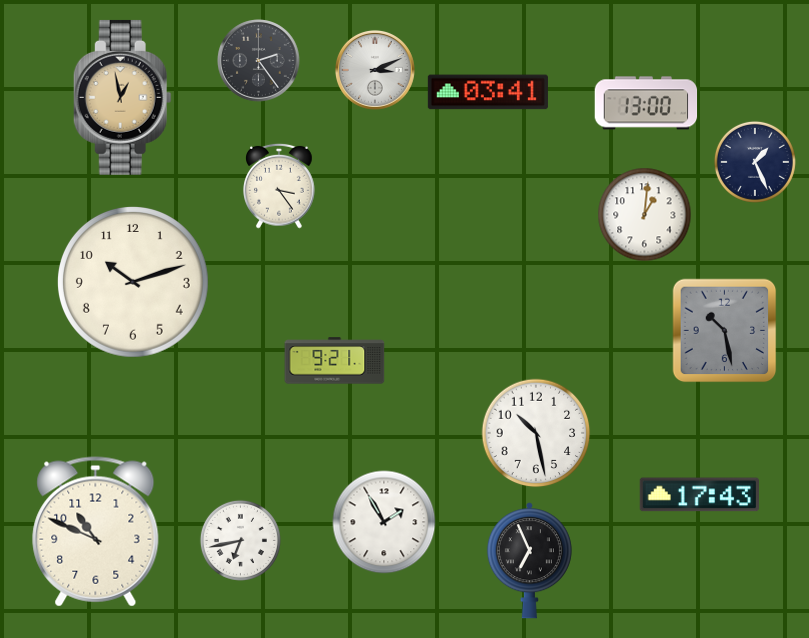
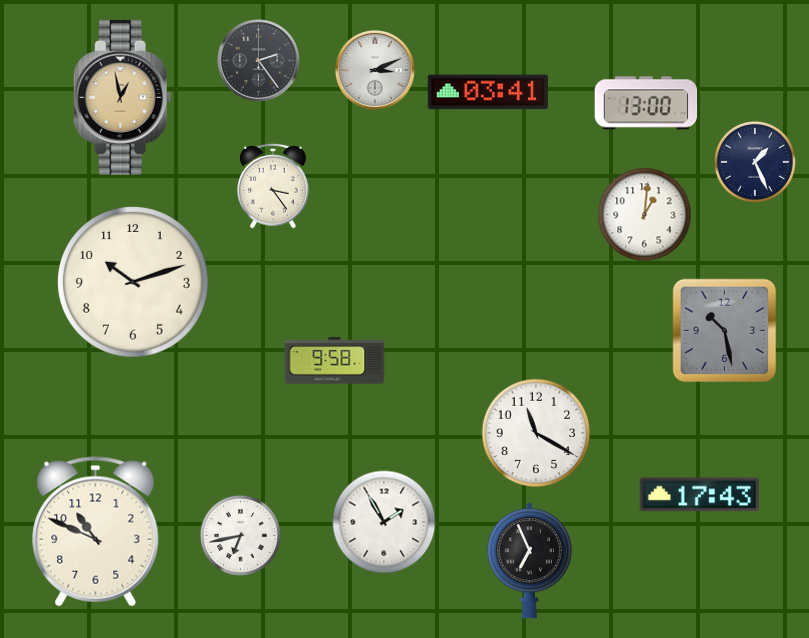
clock at (280, 186) position: (280, 186) -> (274, 186)
clock at (335, 361): 9:21 -> 9:58
clock at (536, 433): 10:28 -> 11:20
clock at (240, 540) position: (240, 540) -> (240, 535)
